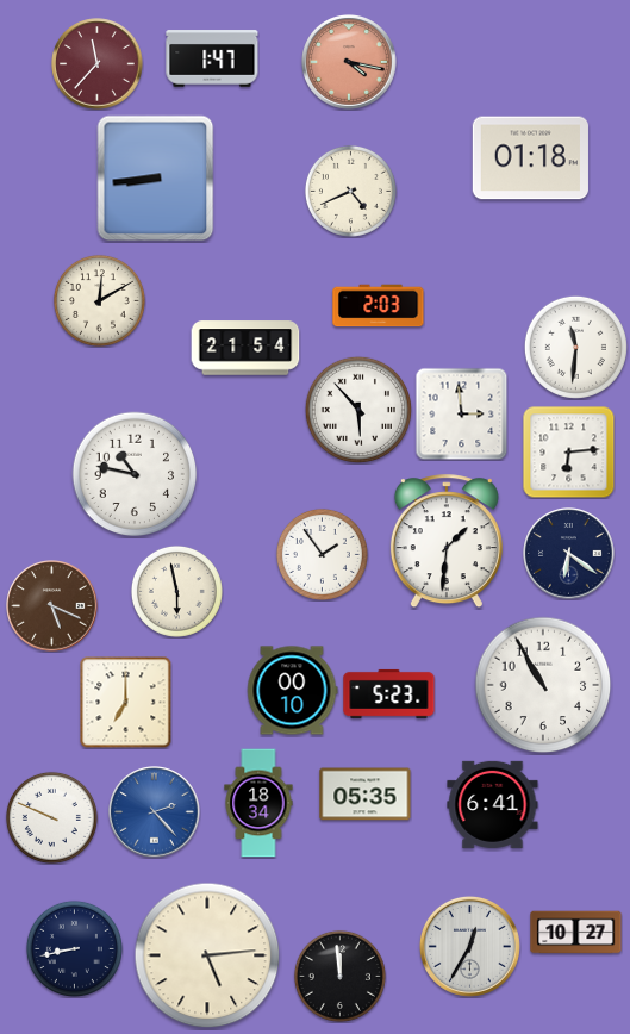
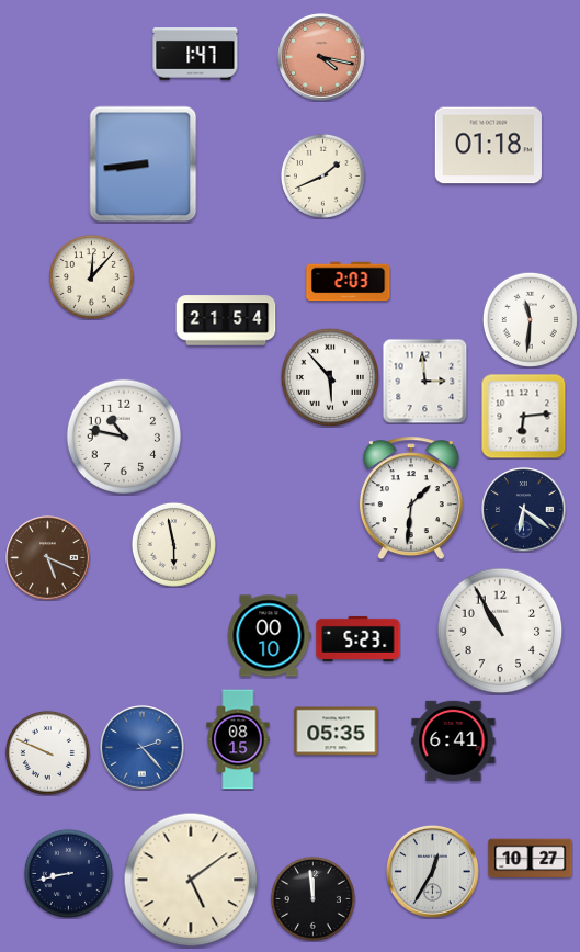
clock at (98, 64): 11:37 -> none
clock at (350, 191): 4:41 -> 1:41
clock at (99, 300): 12:10 -> 12:07
clock at (322, 554): 1:54 -> none
clock at (176, 591) position: (176, 591) -> (173, 544)
clock at (125, 703): 7:00 -> none
clock at (258, 803): 18:34 -> 08:15
clock at (207, 955): 5:14 -> 5:09
